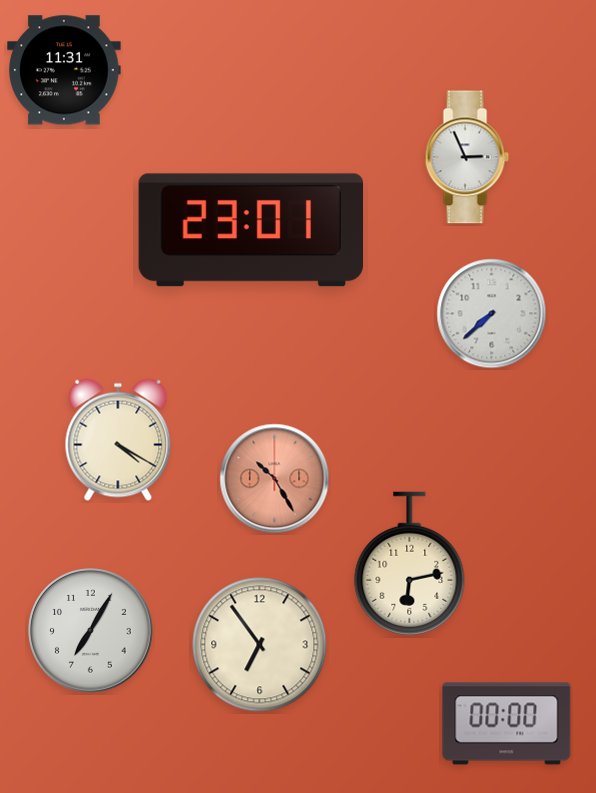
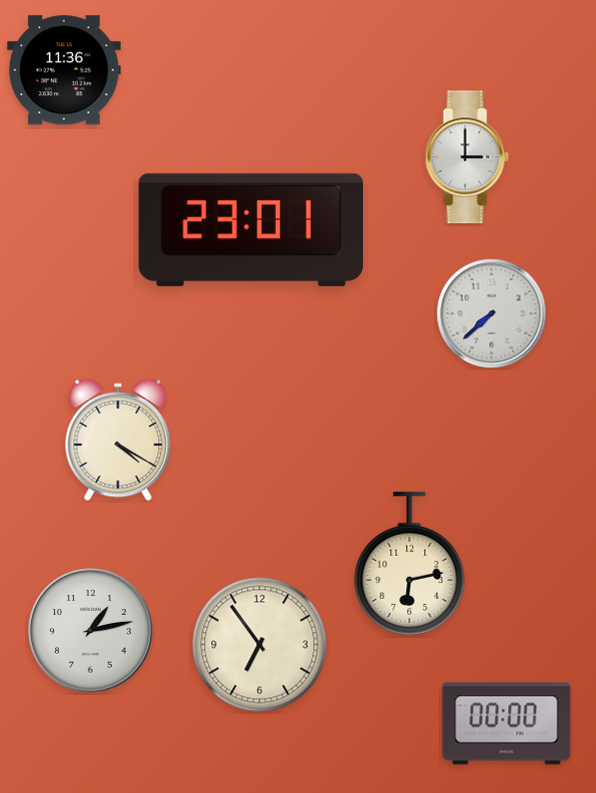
clock at (64, 70): 11:31 -> 11:36
clock at (467, 157): 2:56 -> 3:00
clock at (275, 479): 10:25 -> none
clock at (91, 631): 7:05 -> 1:13
